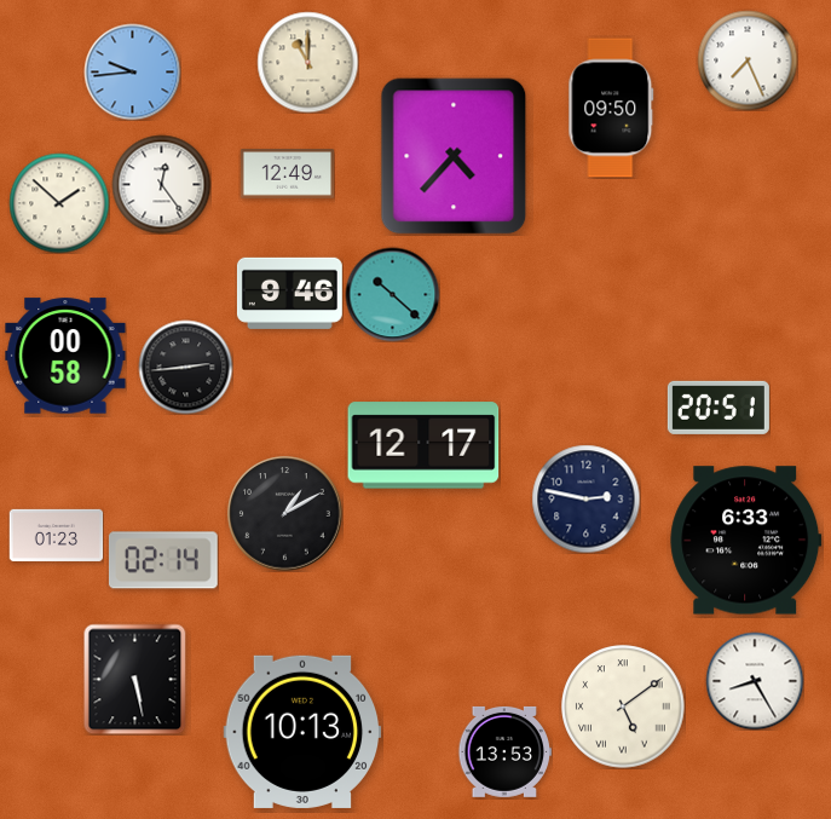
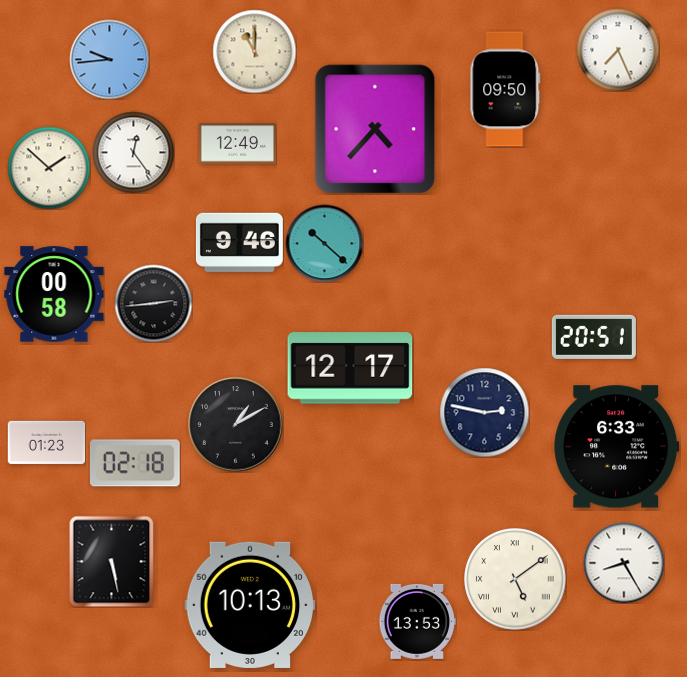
clock at (163, 560): 02:14 -> 02:18
clock at (623, 706) position: (623, 706) -> (515, 579)
